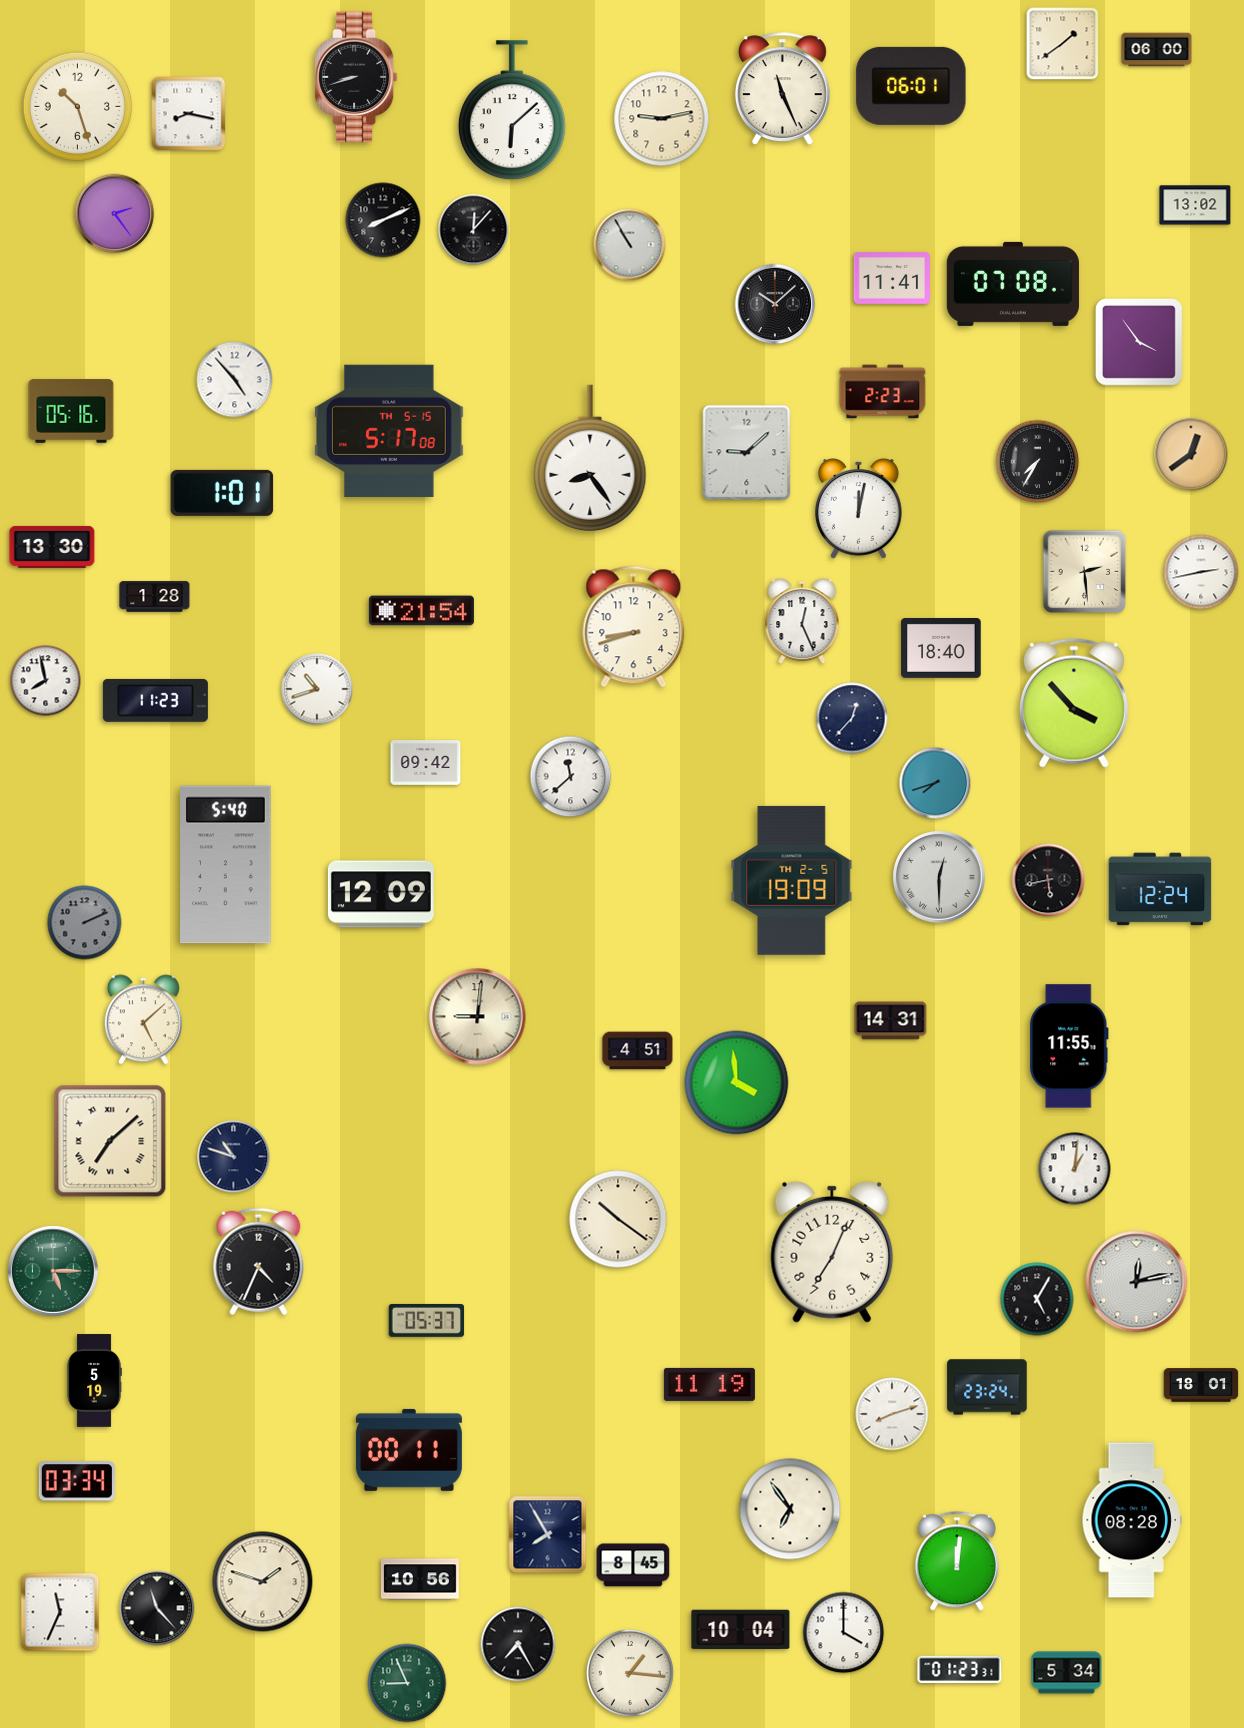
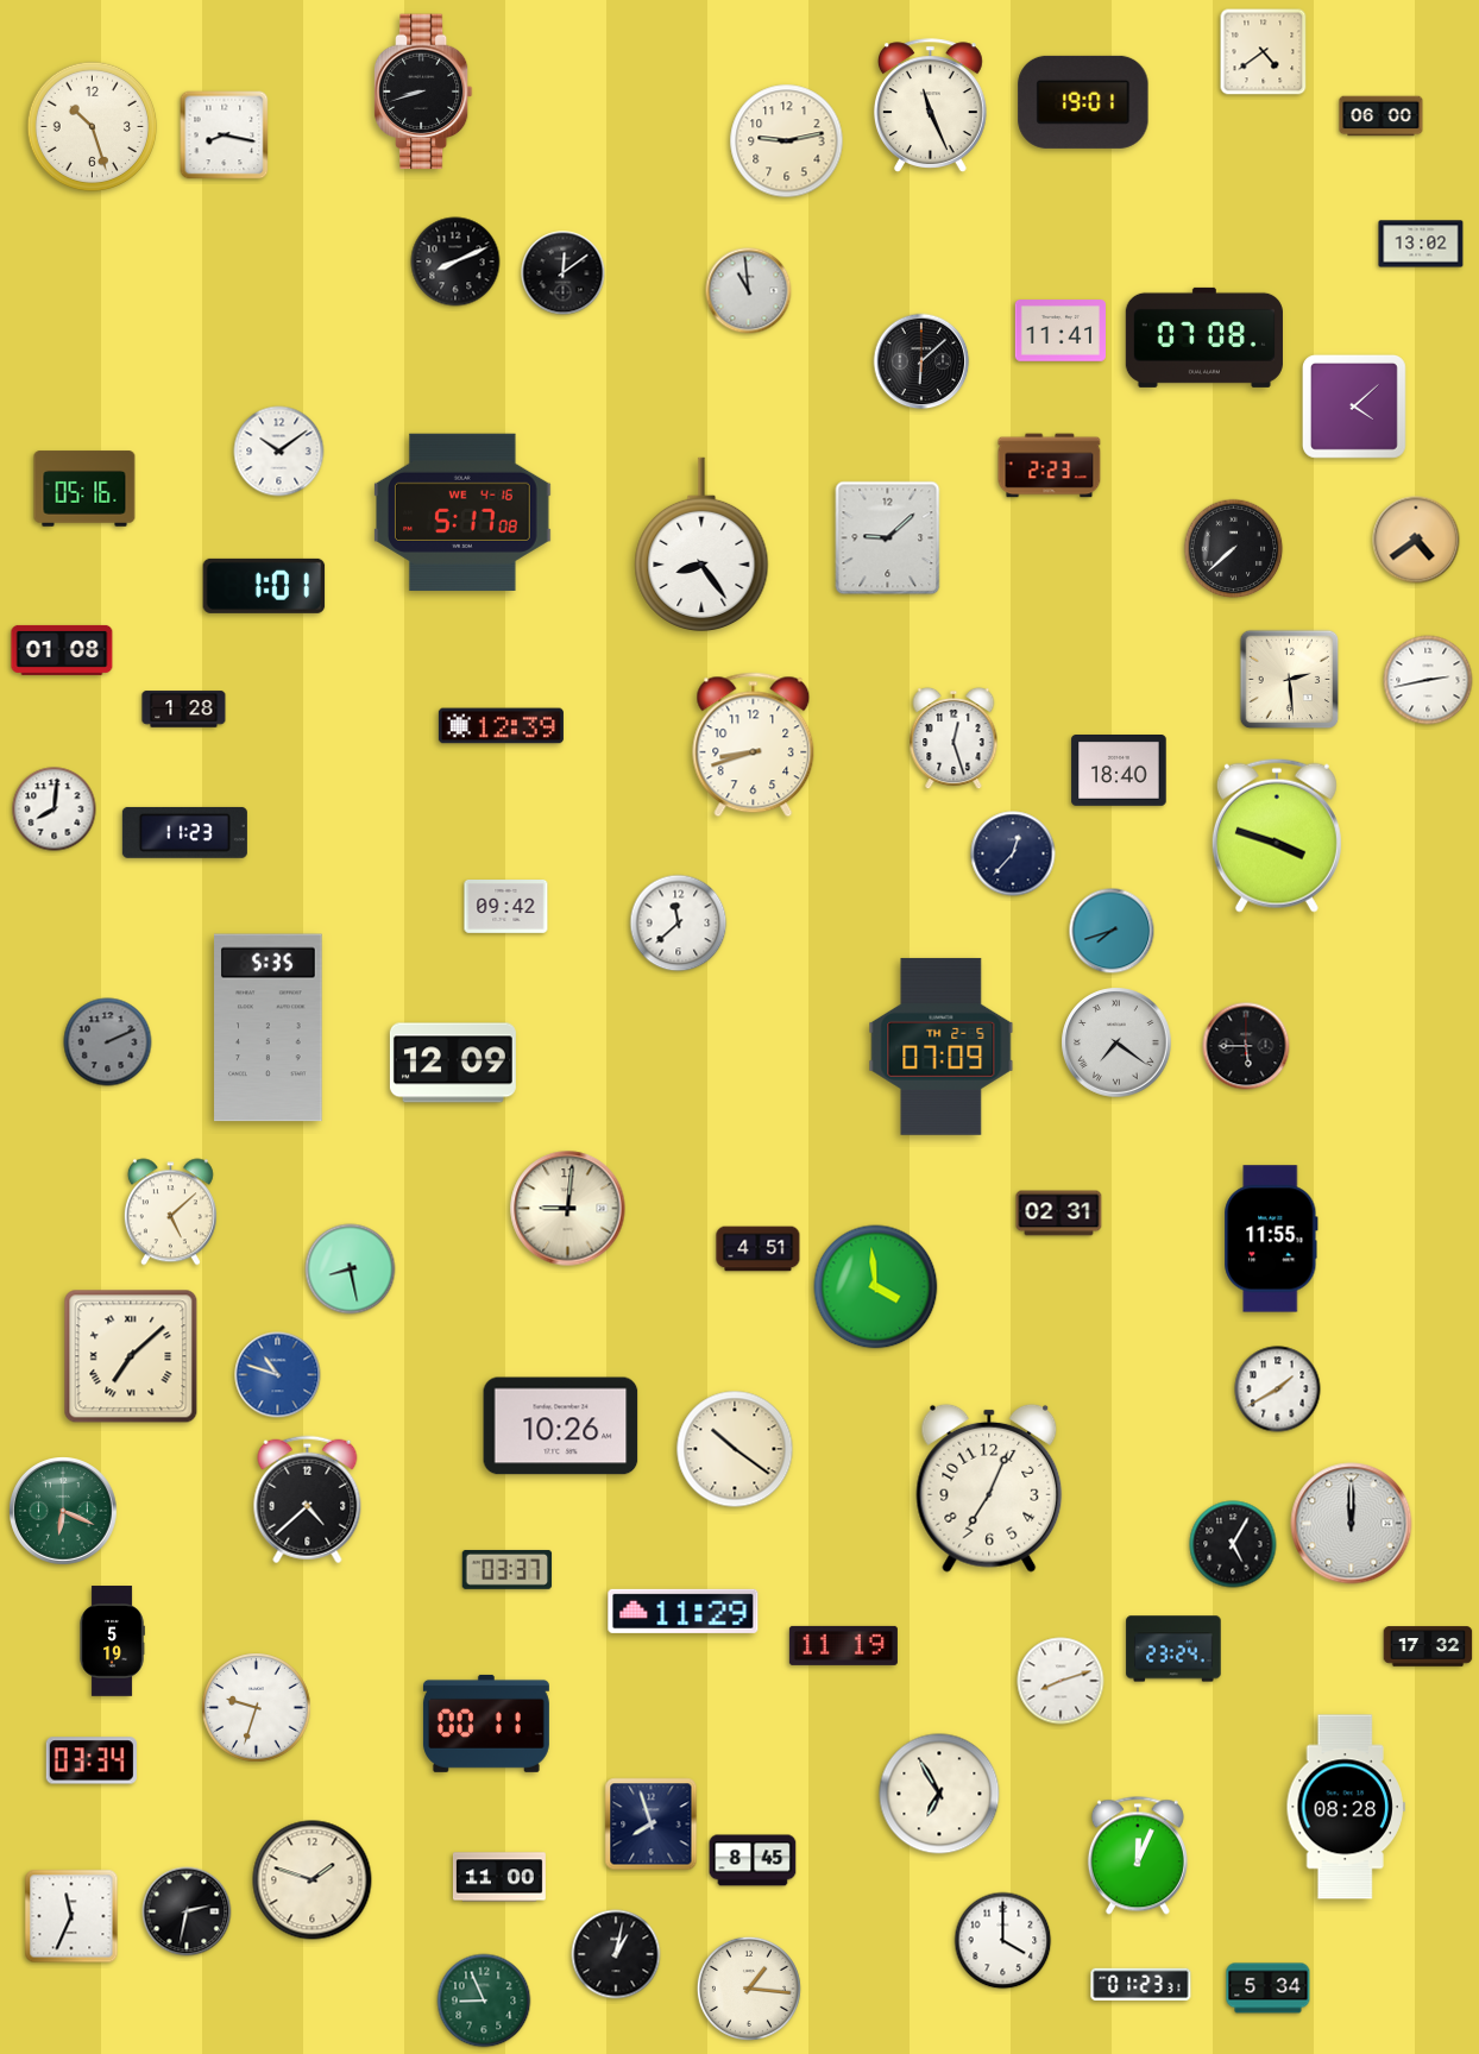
clock at (1063, 44): 1:39 -> 4:39
clock at (1157, 50) position: (1157, 50) -> (1382, 116)
clock at (911, 86): 06:01 -> 19:01
clock at (512, 111): 6:08 -> none
clock at (115, 214): 2:24 -> none
clock at (474, 230): 12:07 -> 12:09
clock at (630, 245): 10:55 -> 10:59
clock at (775, 304): 10:08 -> 6:08
clock at (1139, 342): 3:54 -> 4:08
clock at (235, 380): 4:53 -> 10:09
clock at (390, 430) date: TH 5-15 -> WE 4-16
clock at (1191, 454): 12:39 -> 4:39
clock at (1038, 462): 7:35 -> 7:38
clock at (859, 509): 12:02 -> none
clock at (52, 547): 13:30 -> 01:08
clock at (421, 611): 21:54 -> 12:39
clock at (802, 621): 12:26 -> 12:27
clock at (46, 681): 7:58 -> 8:01
clock at (317, 689): 10:42 -> none
clock at (1074, 703): 3:53 -> 3:48
clock at (226, 865): 5:40 -> 5:35
clock at (939, 877): 12:30 -> 7:21
clock at (792, 880): 19:09 -> 07:09
clock at (1048, 880): 5:43 -> 5:45
clock at (1160, 889): 12:24 -> none
clock at (85, 923) position: (85, 923) -> (108, 1042)
clock at (891, 1021): 14:31 -> 02:31
clock at (1069, 1046) position: (1069, 1046) -> (1271, 1239)
clock at (351, 1269): none -> 8:28
clock at (234, 1157) dial: navy -> blue
clock at (1075, 1169): 1:01 -> 1:40
clock at (561, 1426): none -> 10:26
clock at (259, 1262): 4:34 -> 4:38
clock at (54, 1272): 5:15 -> 6:19
clock at (1137, 1282): 12:13 -> 12:00
clock at (427, 1320): 05:37 -> 03:37
clock at (684, 1611): none -> 11:29
clock at (1201, 1385): 18:01 -> 17:32
clock at (257, 1708): none -> 9:33
clock at (790, 1509): 6:54 -> 6:55
clock at (548, 1535): 7:55 -> 7:57
clock at (957, 1561): 12:01 -> 12:04
clock at (420, 1579): 10:56 -> 11:00
clock at (157, 1608): 11:23 -> 2:32
clock at (741, 1630): 10:04 -> none
clock at (518, 1644): 7:25 -> 1:02
